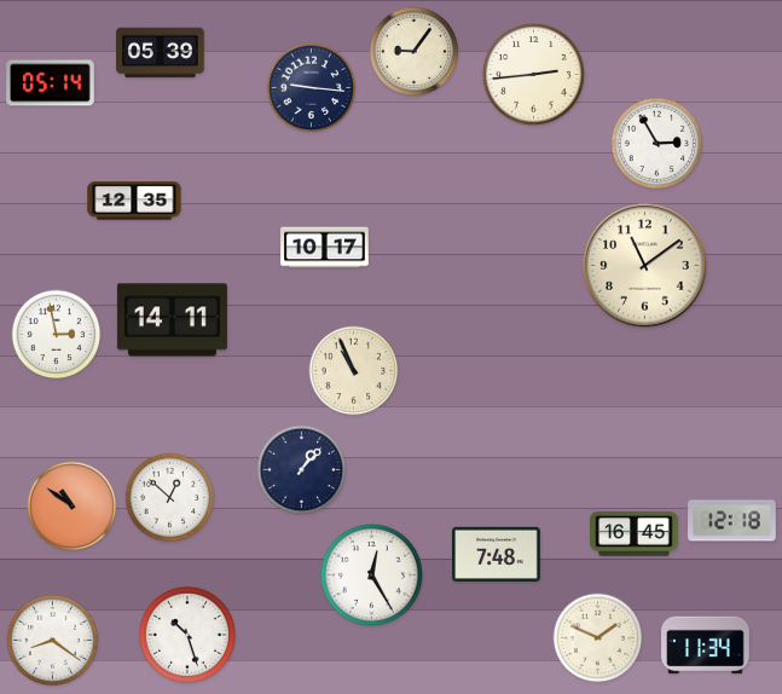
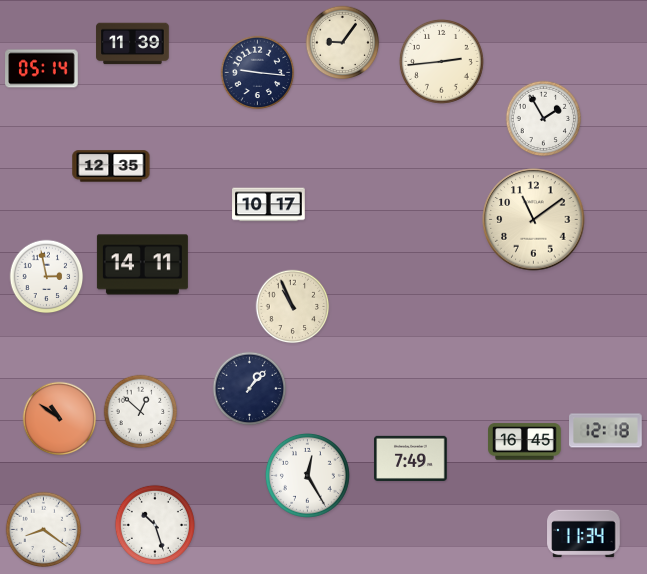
clock at (161, 53): 05:39 -> 11:39
clock at (658, 144): 2:55 -> 1:55
clock at (497, 554): 7:48 -> 7:49
clock at (598, 638): 1:49 -> none
